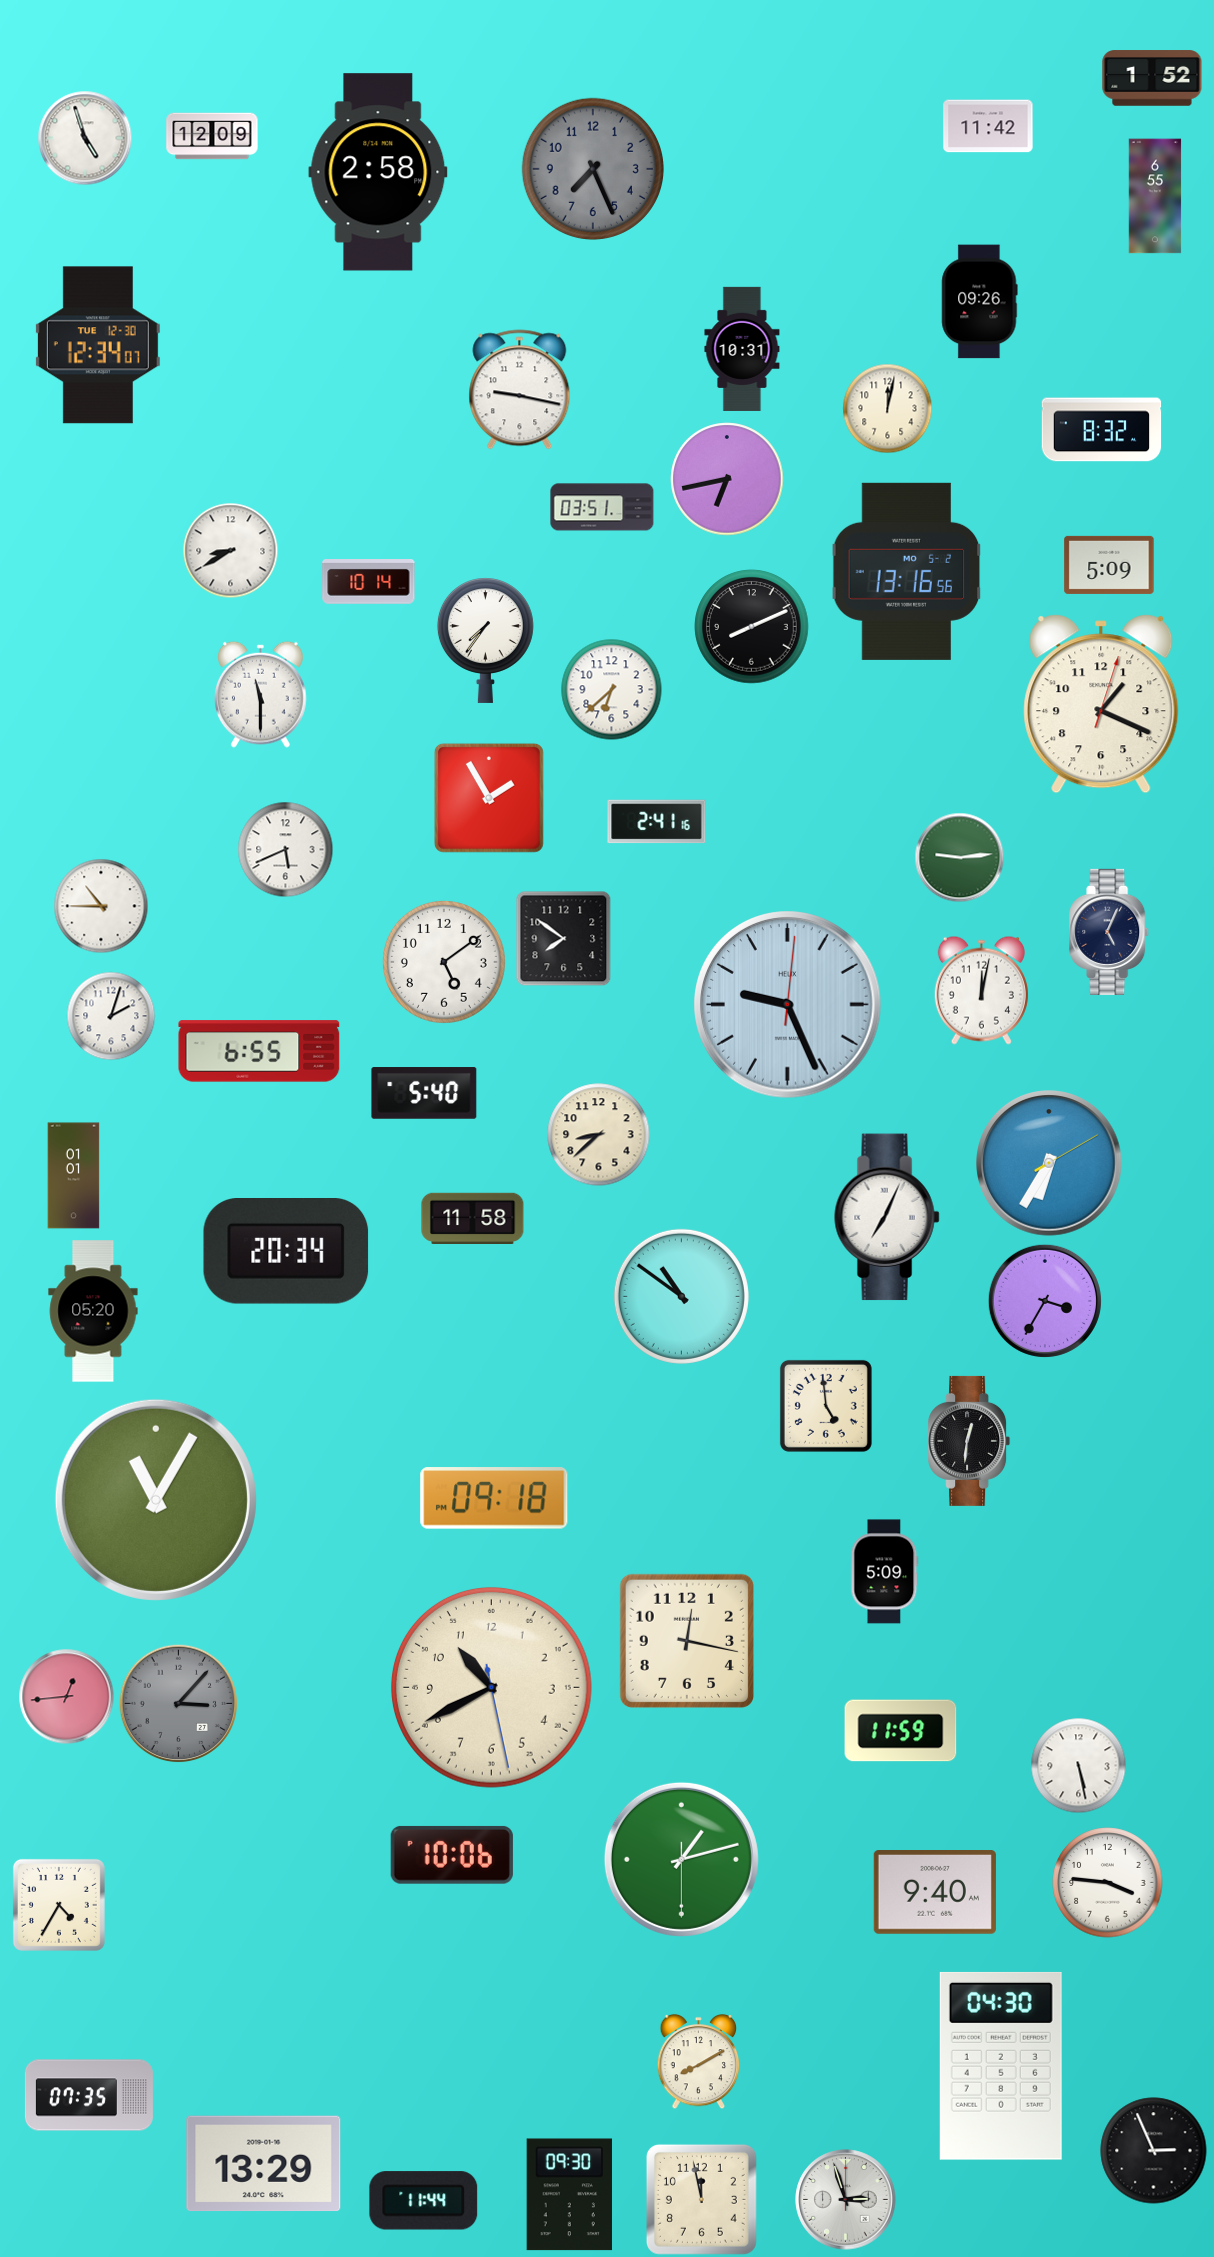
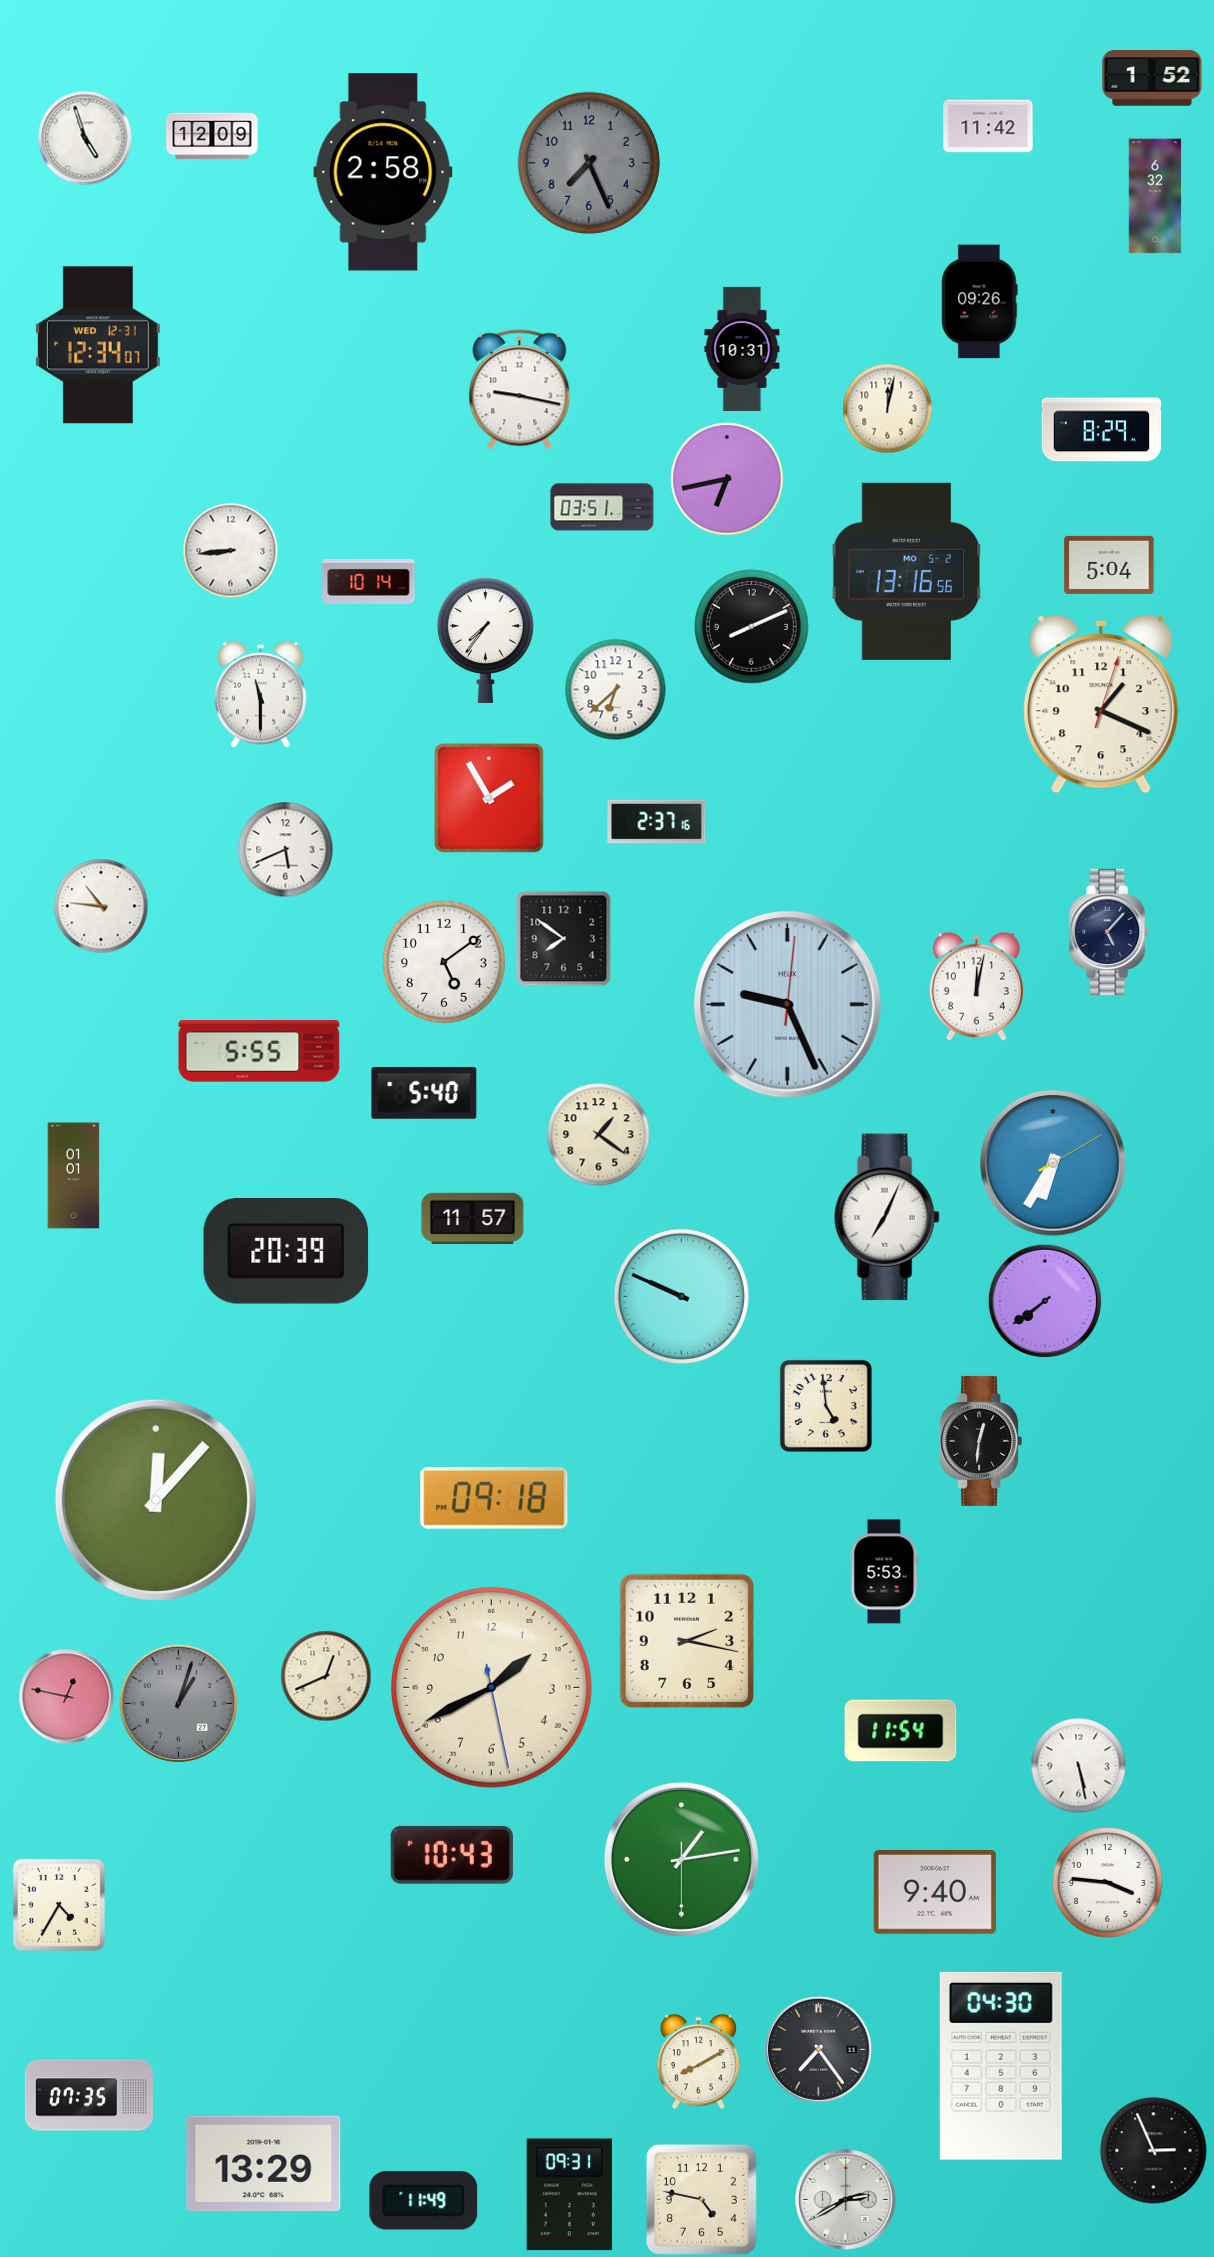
clock at (593, 169) position: (593, 169) -> (589, 163)
clock at (378, 172) position: (378, 172) -> (383, 172)
clock at (1155, 196): 6:55 -> 6:32
clock at (98, 345) date: TUE 12-30 -> WED 12-31
clock at (1102, 430): 8:32 -> 8:29
clock at (230, 550): 8:40 -> 8:44
clock at (1109, 565): 5:09 -> 5:04
clock at (612, 690) position: (612, 690) -> (616, 690)
clock at (657, 822): 2:41 -> 2:37
clock at (959, 857): 9:14 -> none
clock at (101, 906): 10:45 -> 10:46
clock at (1110, 932): 5:04 -> 5:07
clock at (981, 990) position: (981, 990) -> (976, 986)
clock at (111, 1016): 2:03 -> none
clock at (259, 1051): 6:55 -> 5:55
clock at (599, 1135): 8:38 -> 1:21
clock at (1049, 1163) position: (1049, 1163) -> (1053, 1163)
clock at (473, 1218): 11:58 -> 11:57
clock at (286, 1252): 20:34 -> 20:39
clock at (681, 1296): 10:51 -> 9:49
clock at (1045, 1301): 3:35 -> 7:39
clock at (93, 1311): 05:20 -> none
clock at (969, 1441) position: (969, 1441) -> (981, 1441)
clock at (156, 1500): 11:05 -> 12:07
clock at (885, 1572): 5:09 -> 5:53
clock at (687, 1641): 12:17 -> 2:17
clock at (326, 1676): none -> 12:41
clock at (491, 1687): 10:40 -> 1:40
clock at (66, 1696): 12:44 -> 12:47
clock at (178, 1703): 3:07 -> 1:03
clock at (901, 1731): 11:59 -> 11:54
clock at (452, 1855): 10:06 -> 10:43
clock at (681, 1859): 1:12 -> 1:13
clock at (818, 2049): none -> 7:24
clock at (569, 2195): 09:30 -> 09:31
clock at (701, 2199): 11:58 -> 4:47
clock at (846, 2200): 2:57 -> 2:40
clock at (424, 2201): 11:44 -> 11:49
